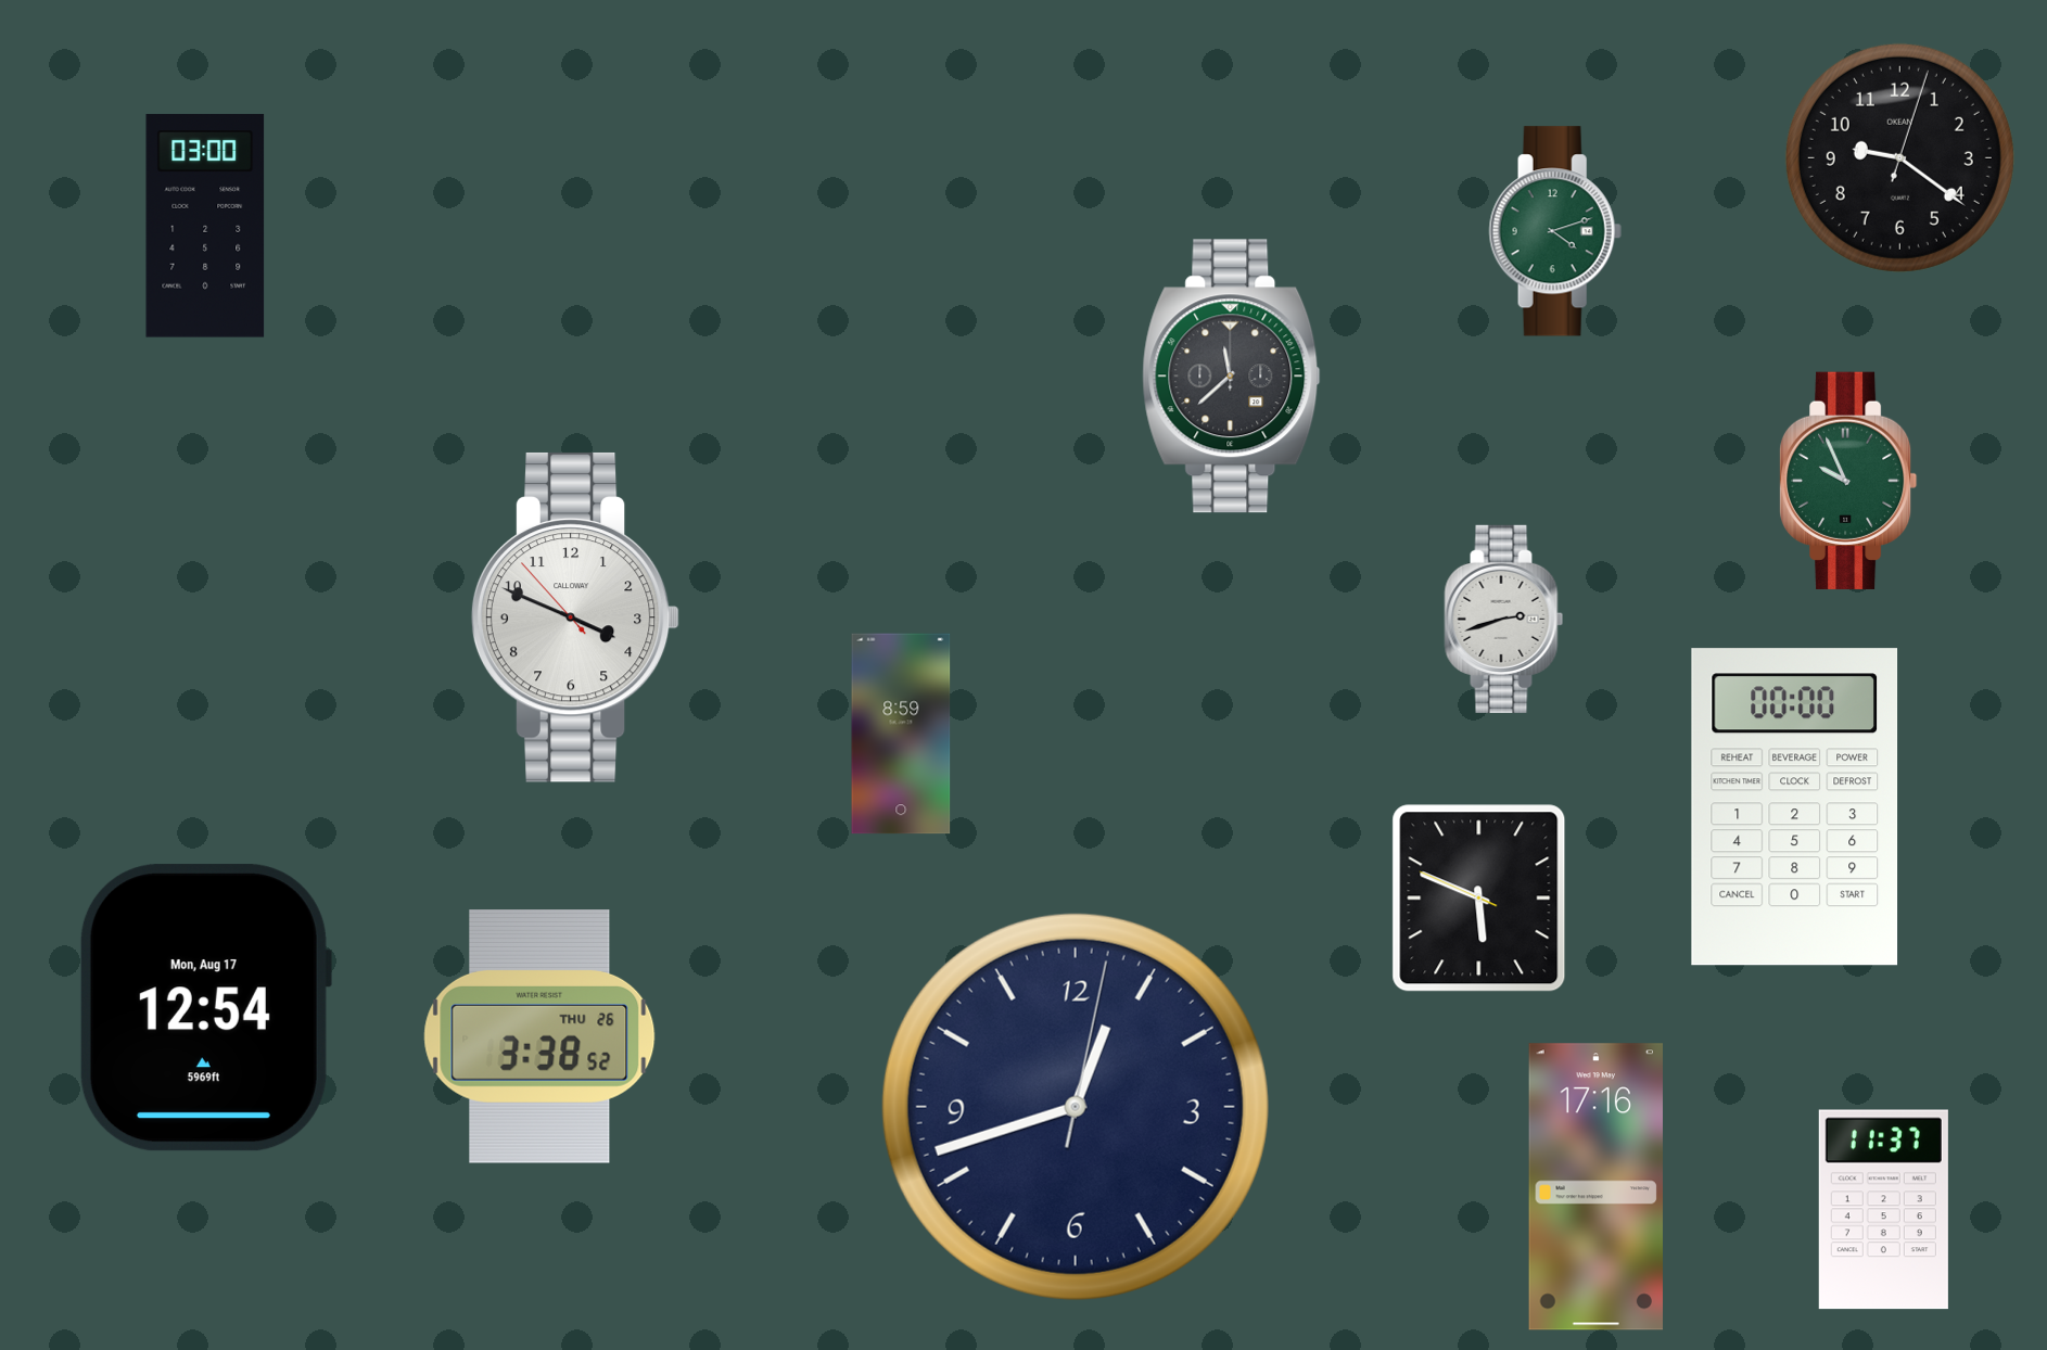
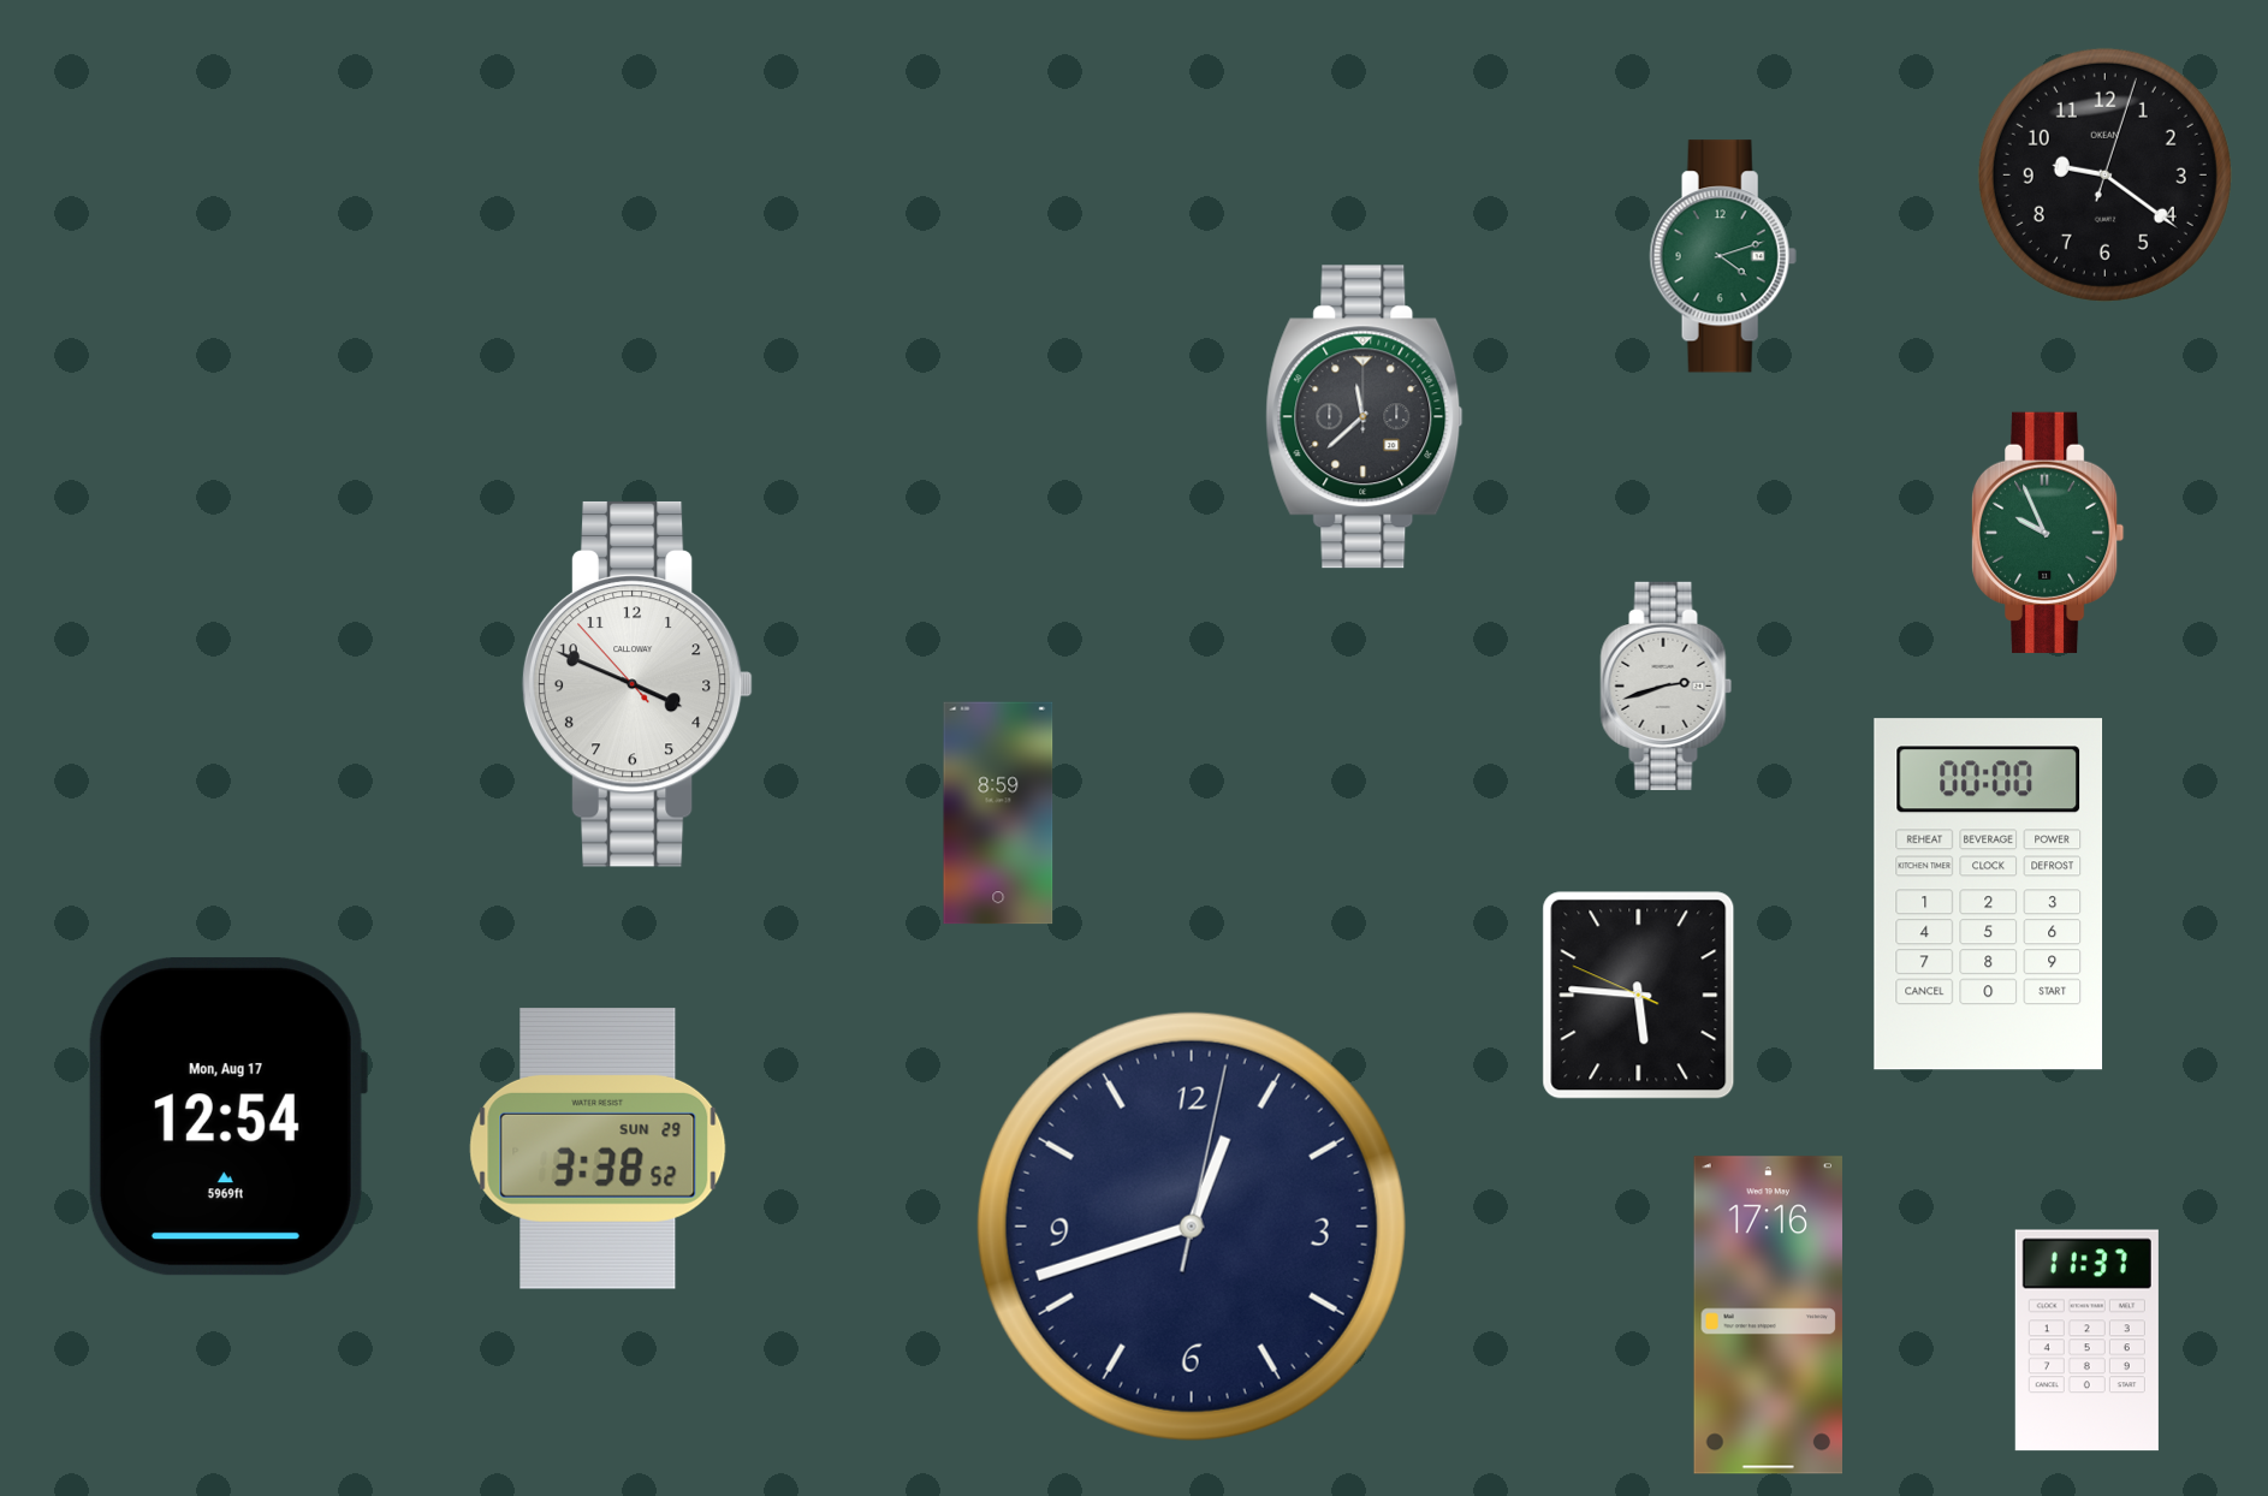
clock at (205, 226): 03:00 -> none
clock at (1479, 899): 5:48 -> 5:45
clock at (539, 1036) date: THU 26 -> SUN 29
